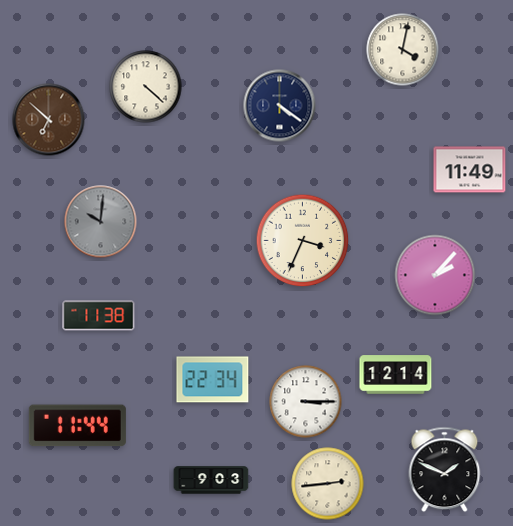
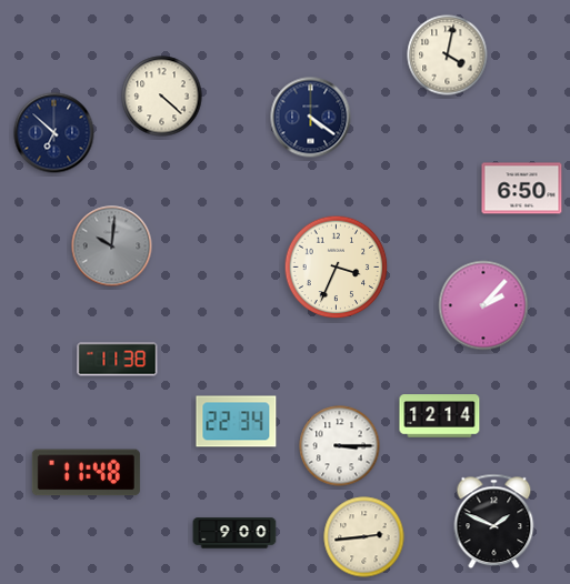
clock at (49, 120) dial: brown -> navy
clock at (470, 170): 11:49 -> 6:50
clock at (99, 316) position: (99, 316) -> (118, 360)
clock at (77, 426): 11:44 -> 11:48
clock at (211, 480): 9:03 -> 9:00
